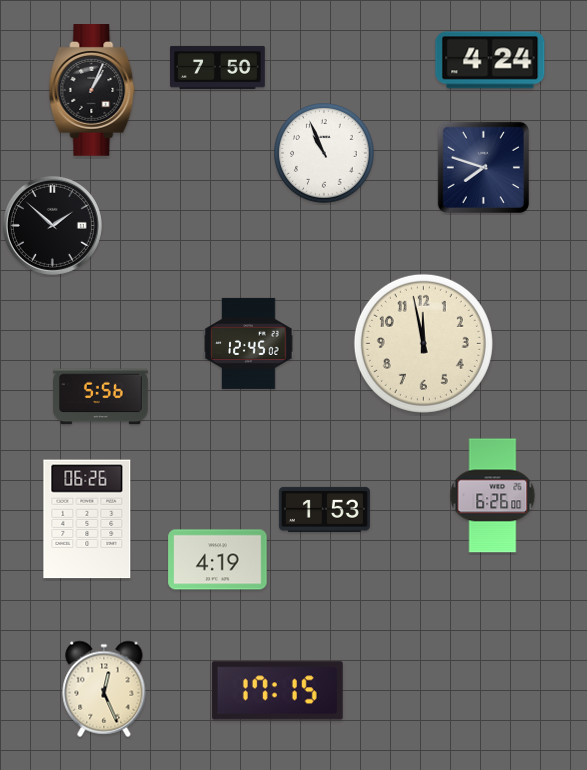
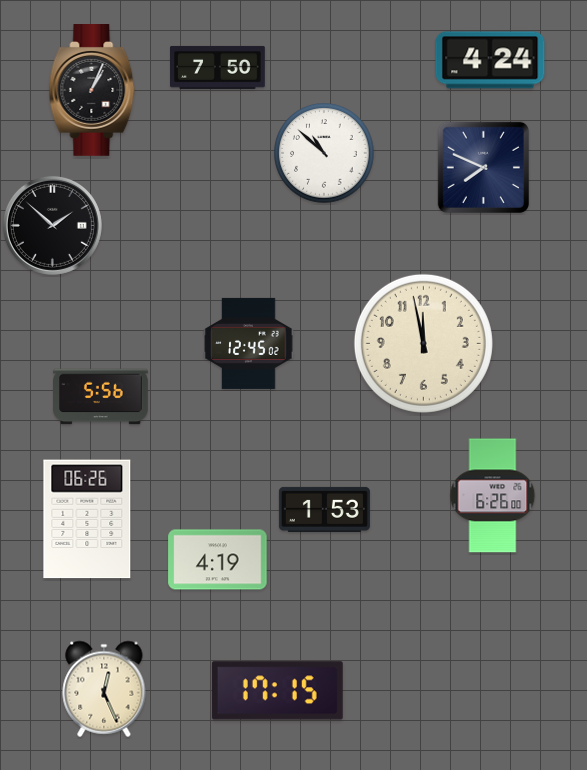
clock at (324, 153): 10:56 -> 10:52
clock at (483, 167): 7:48 -> 7:49
